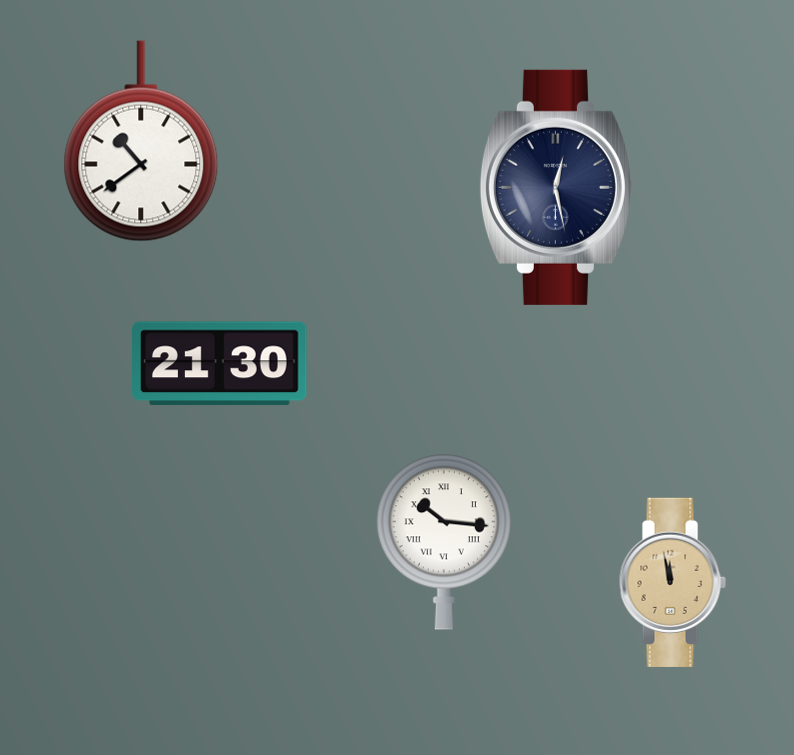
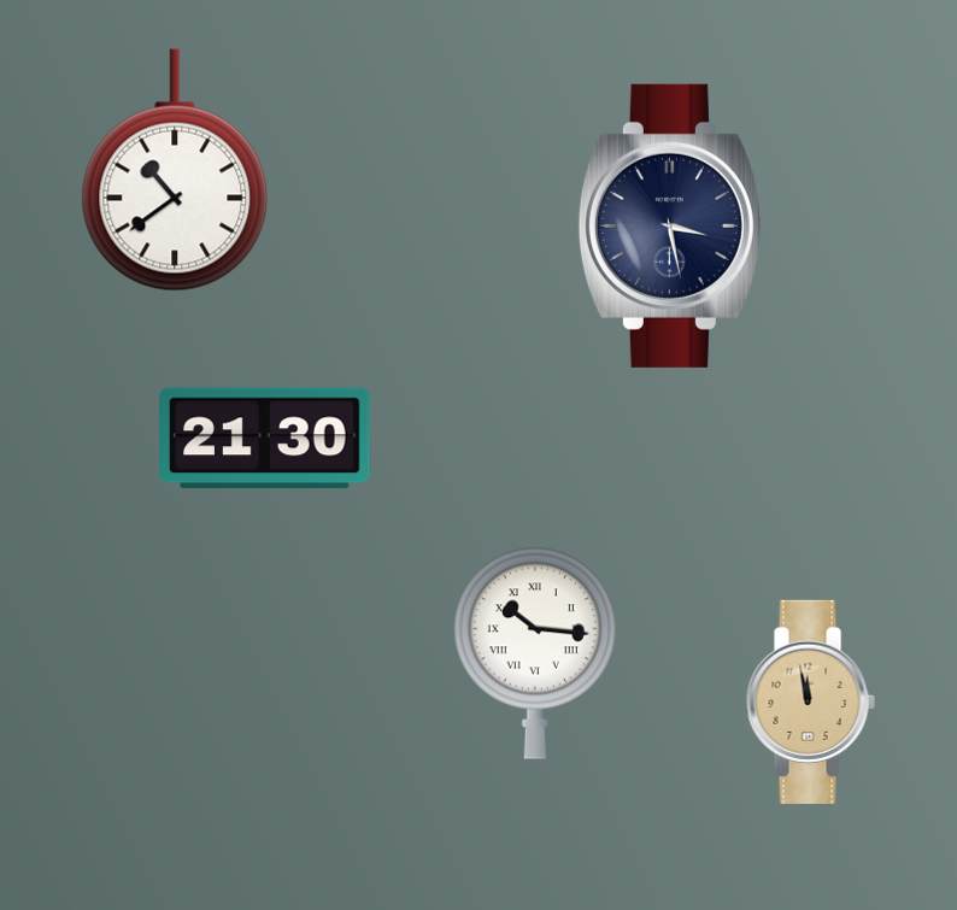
clock at (141, 141) position: (141, 141) -> (175, 170)
clock at (556, 187): 12:28 -> 3:28
